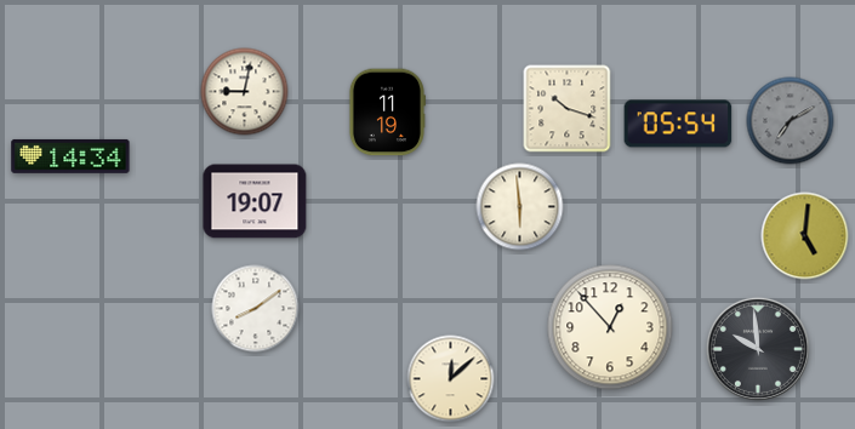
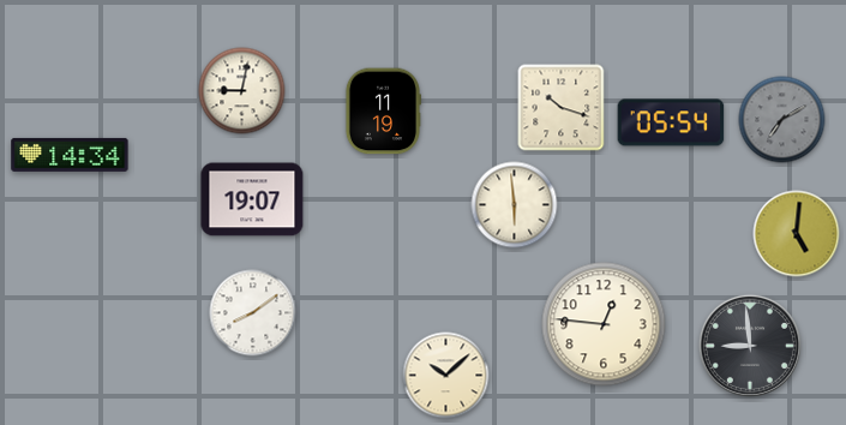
clock at (256, 309) position: (256, 309) -> (253, 313)
clock at (610, 327): 12:53 -> 12:46
clock at (758, 349): 9:59 -> 8:59
clock at (451, 379): 12:08 -> 10:08
